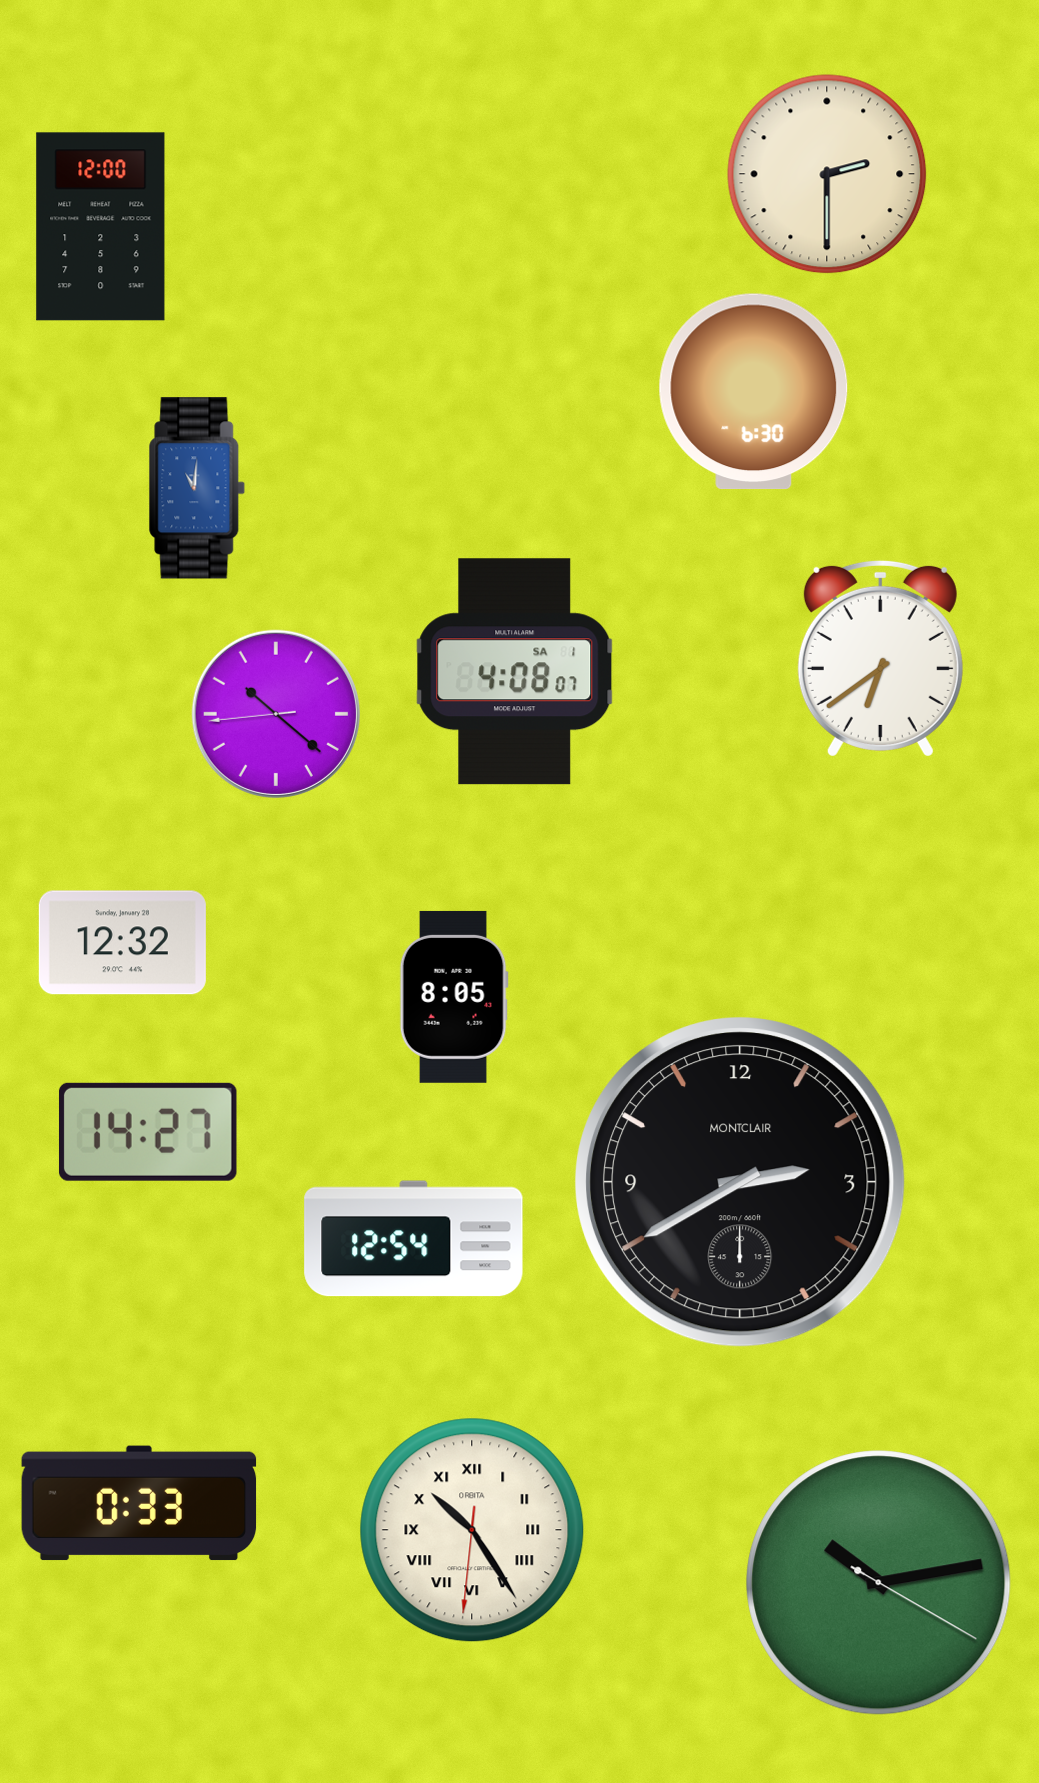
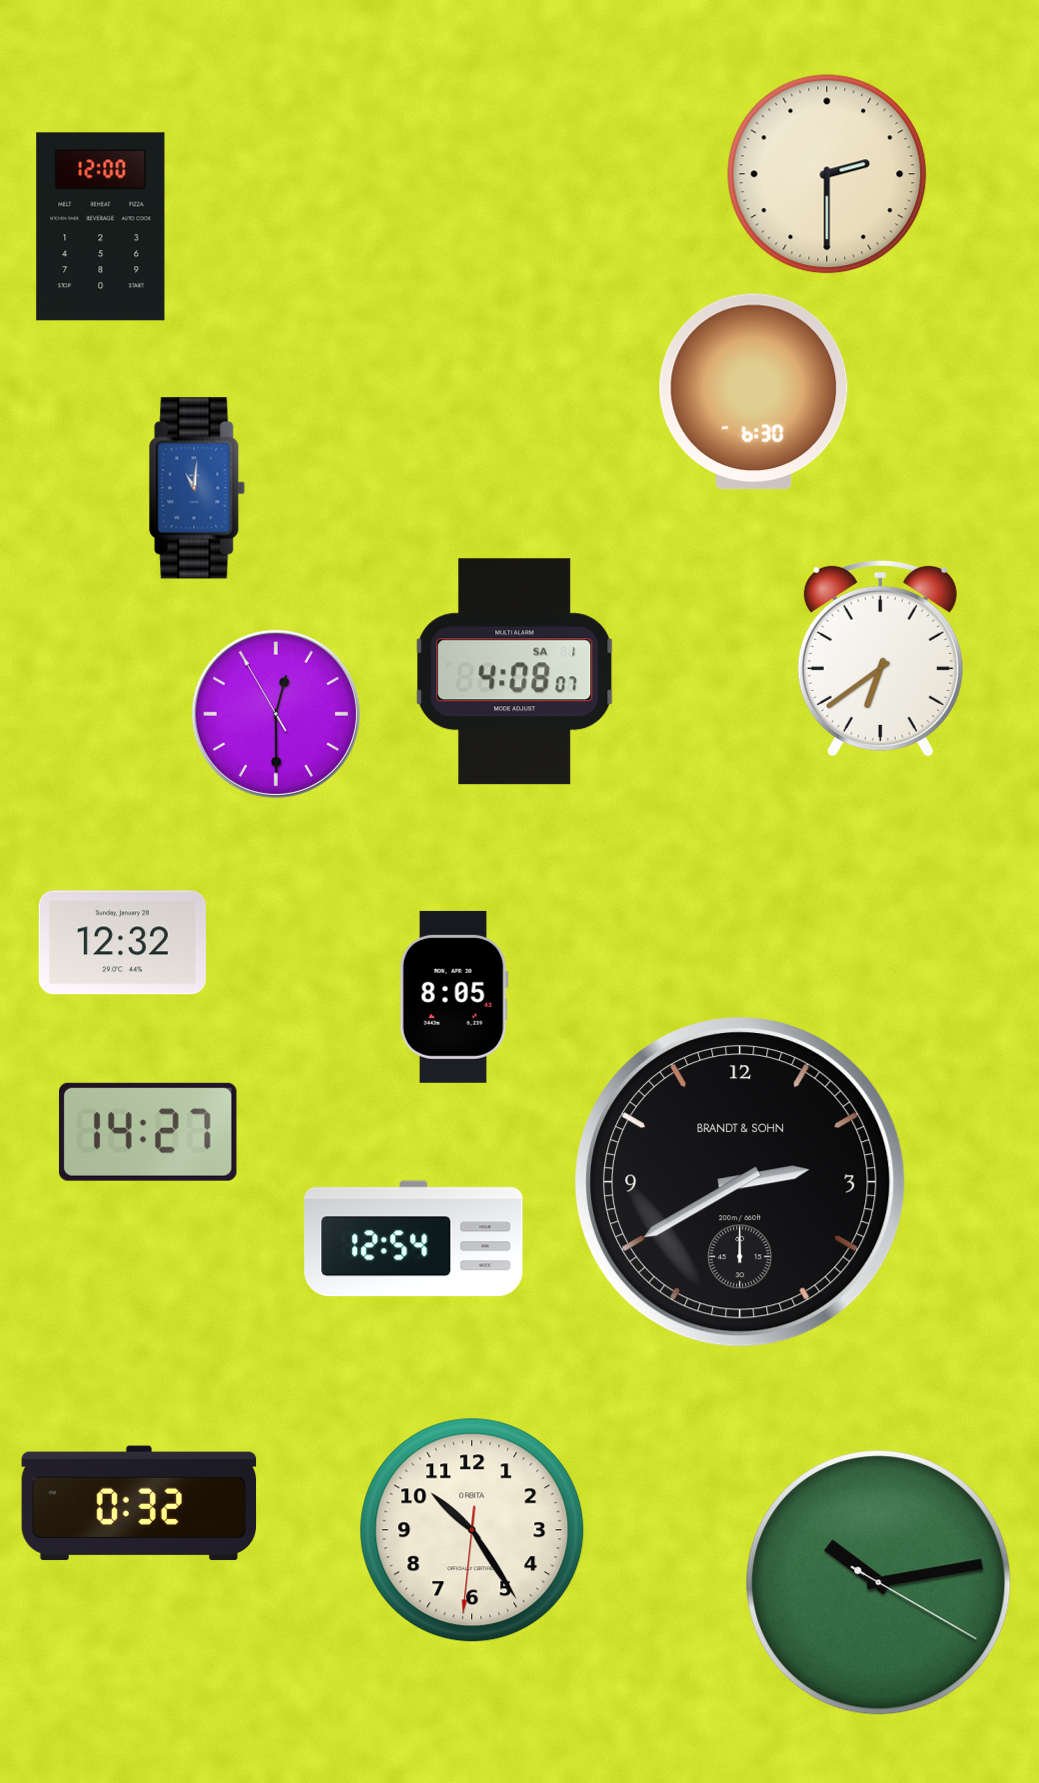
clock at (276, 714): 10:21 -> 12:29
clock at (741, 1183) brand: MONTCLAIR -> BRANDT & SOHN
clock at (139, 1503): 0:33 -> 0:32
clock at (472, 1530) numerals: Roman -> Arabic
